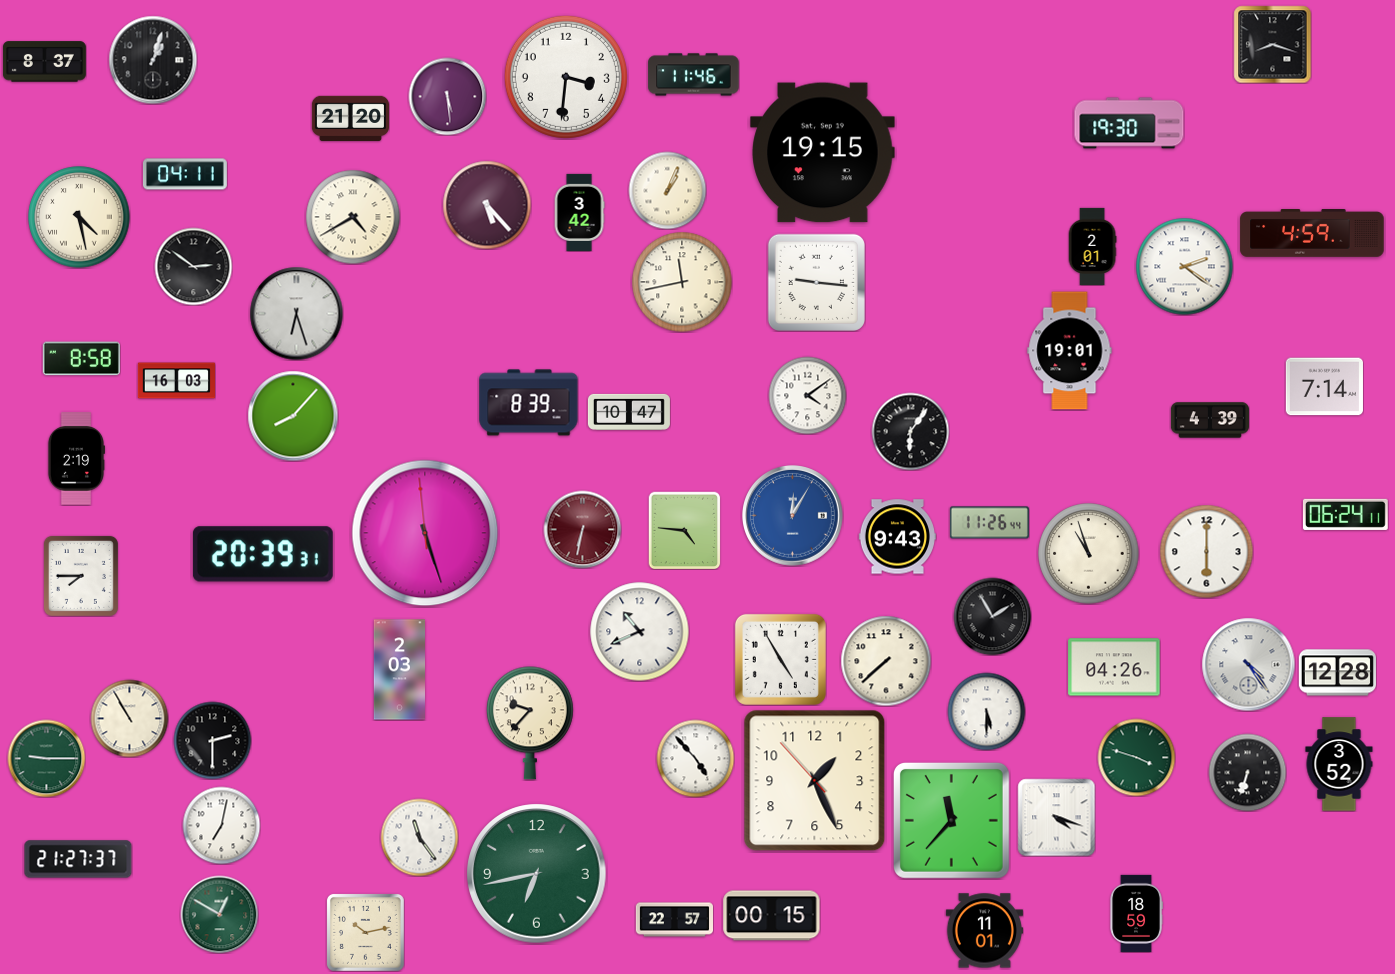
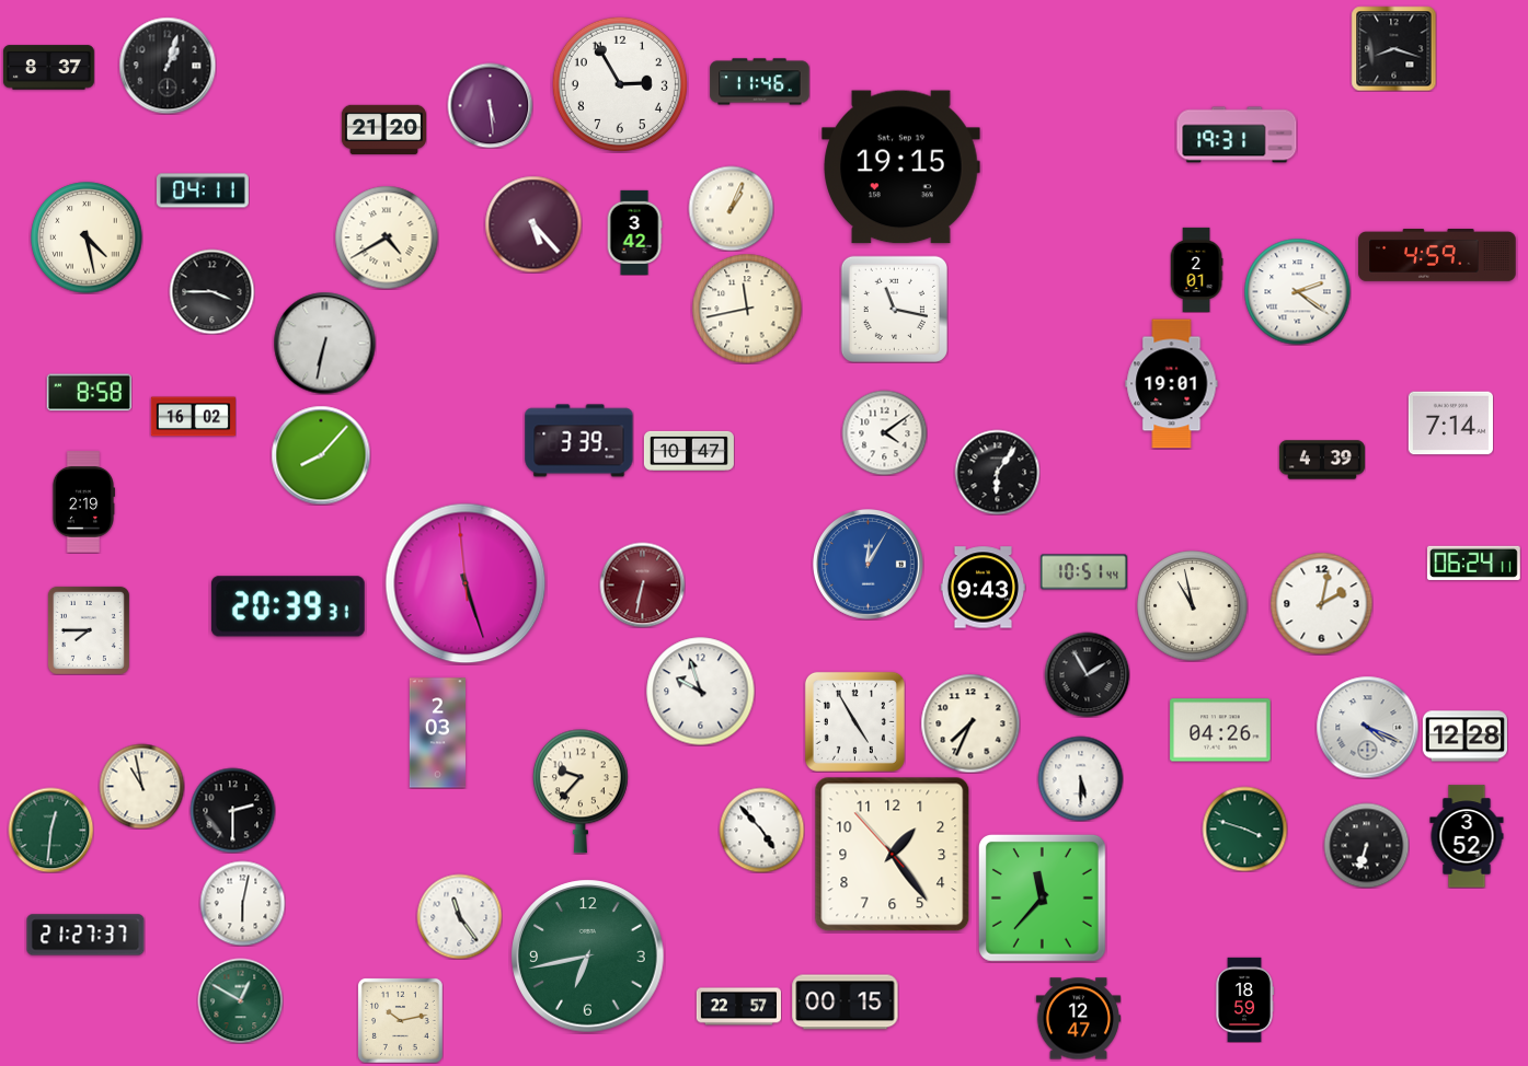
clock at (566, 77): 3:31 -> 2:55
clock at (1129, 123): 19:30 -> 19:31
clock at (193, 266): 2:51 -> 3:45
clock at (816, 282): 9:16 -> 11:17
clock at (296, 313): 6:27 -> 6:32
clock at (176, 381): 16:03 -> 16:02
clock at (529, 403): 8:39 -> 3:39
clock at (1210, 420) position: (1210, 420) -> (1322, 460)
clock at (989, 523): 11:26 -> 10:51
clock at (582, 529) position: (582, 529) -> (642, 584)
clock at (685, 530): 4:46 -> none
clock at (1206, 551): 6:00 -> 2:02
clock at (1089, 554): 10:57 -> 10:58
clock at (640, 632): 10:41 -> 9:57
clock at (886, 661): 7:38 -> 7:34
clock at (1248, 664): 4:24 -> 4:19
clock at (129, 718): 10:55 -> 10:58
clock at (46, 758): 9:15 -> 12:31
clock at (815, 781): 1:25 -> 1:23
clock at (1056, 817): 4:18 -> none
clock at (221, 825): 7:02 -> 6:02
clock at (78, 859) position: (78, 859) -> (85, 935)
clock at (984, 931): 11:01 -> 12:47
